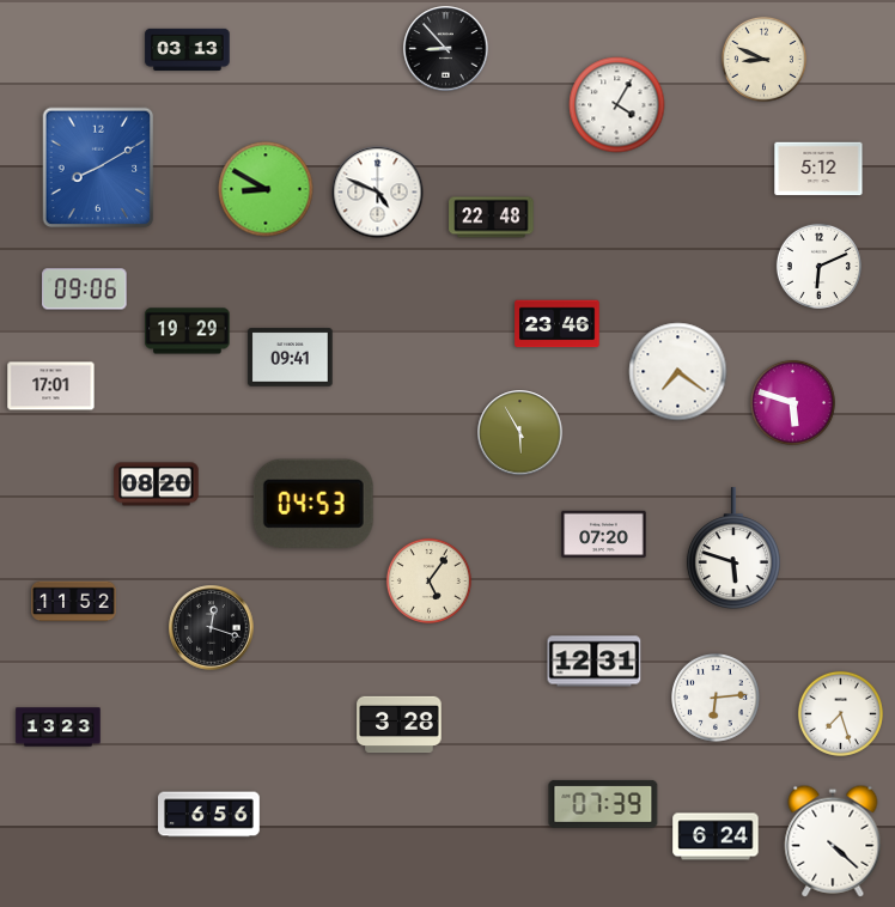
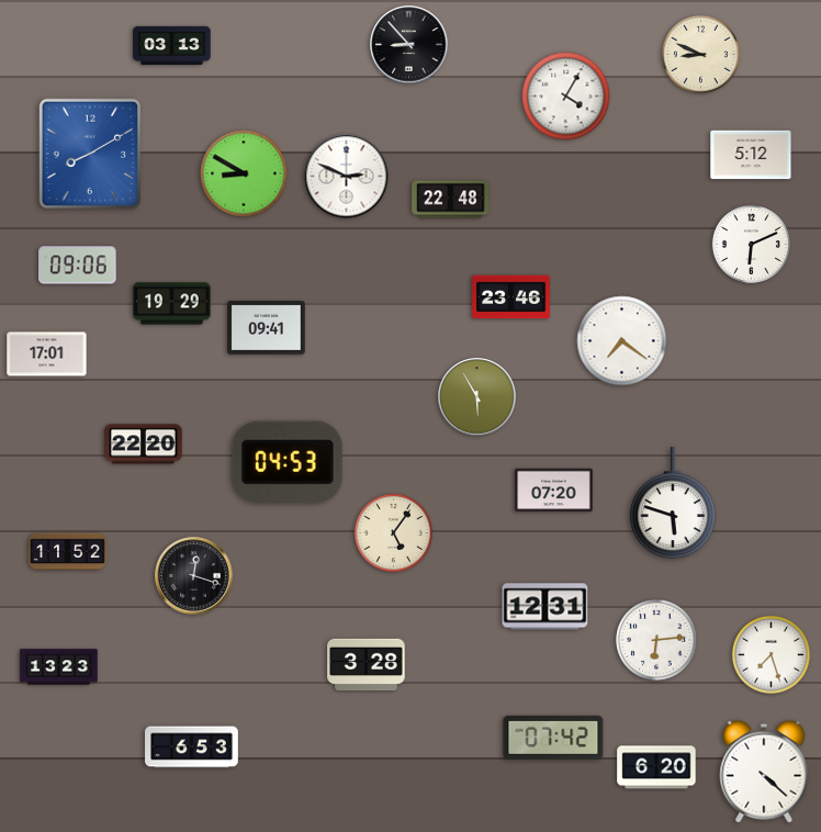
clock at (378, 193): 4:49 -> 2:49
clock at (792, 402): 5:48 -> none
clock at (157, 485): 08:20 -> 22:20
clock at (59, 728) position: (59, 728) -> (59, 667)
clock at (603, 804): 07:39 -> 07:42
clock at (209, 815): 6:56 -> 6:53
clock at (716, 836): 6:24 -> 6:20
